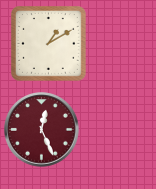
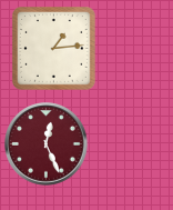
clock at (49, 44): 1:10 -> 1:14
